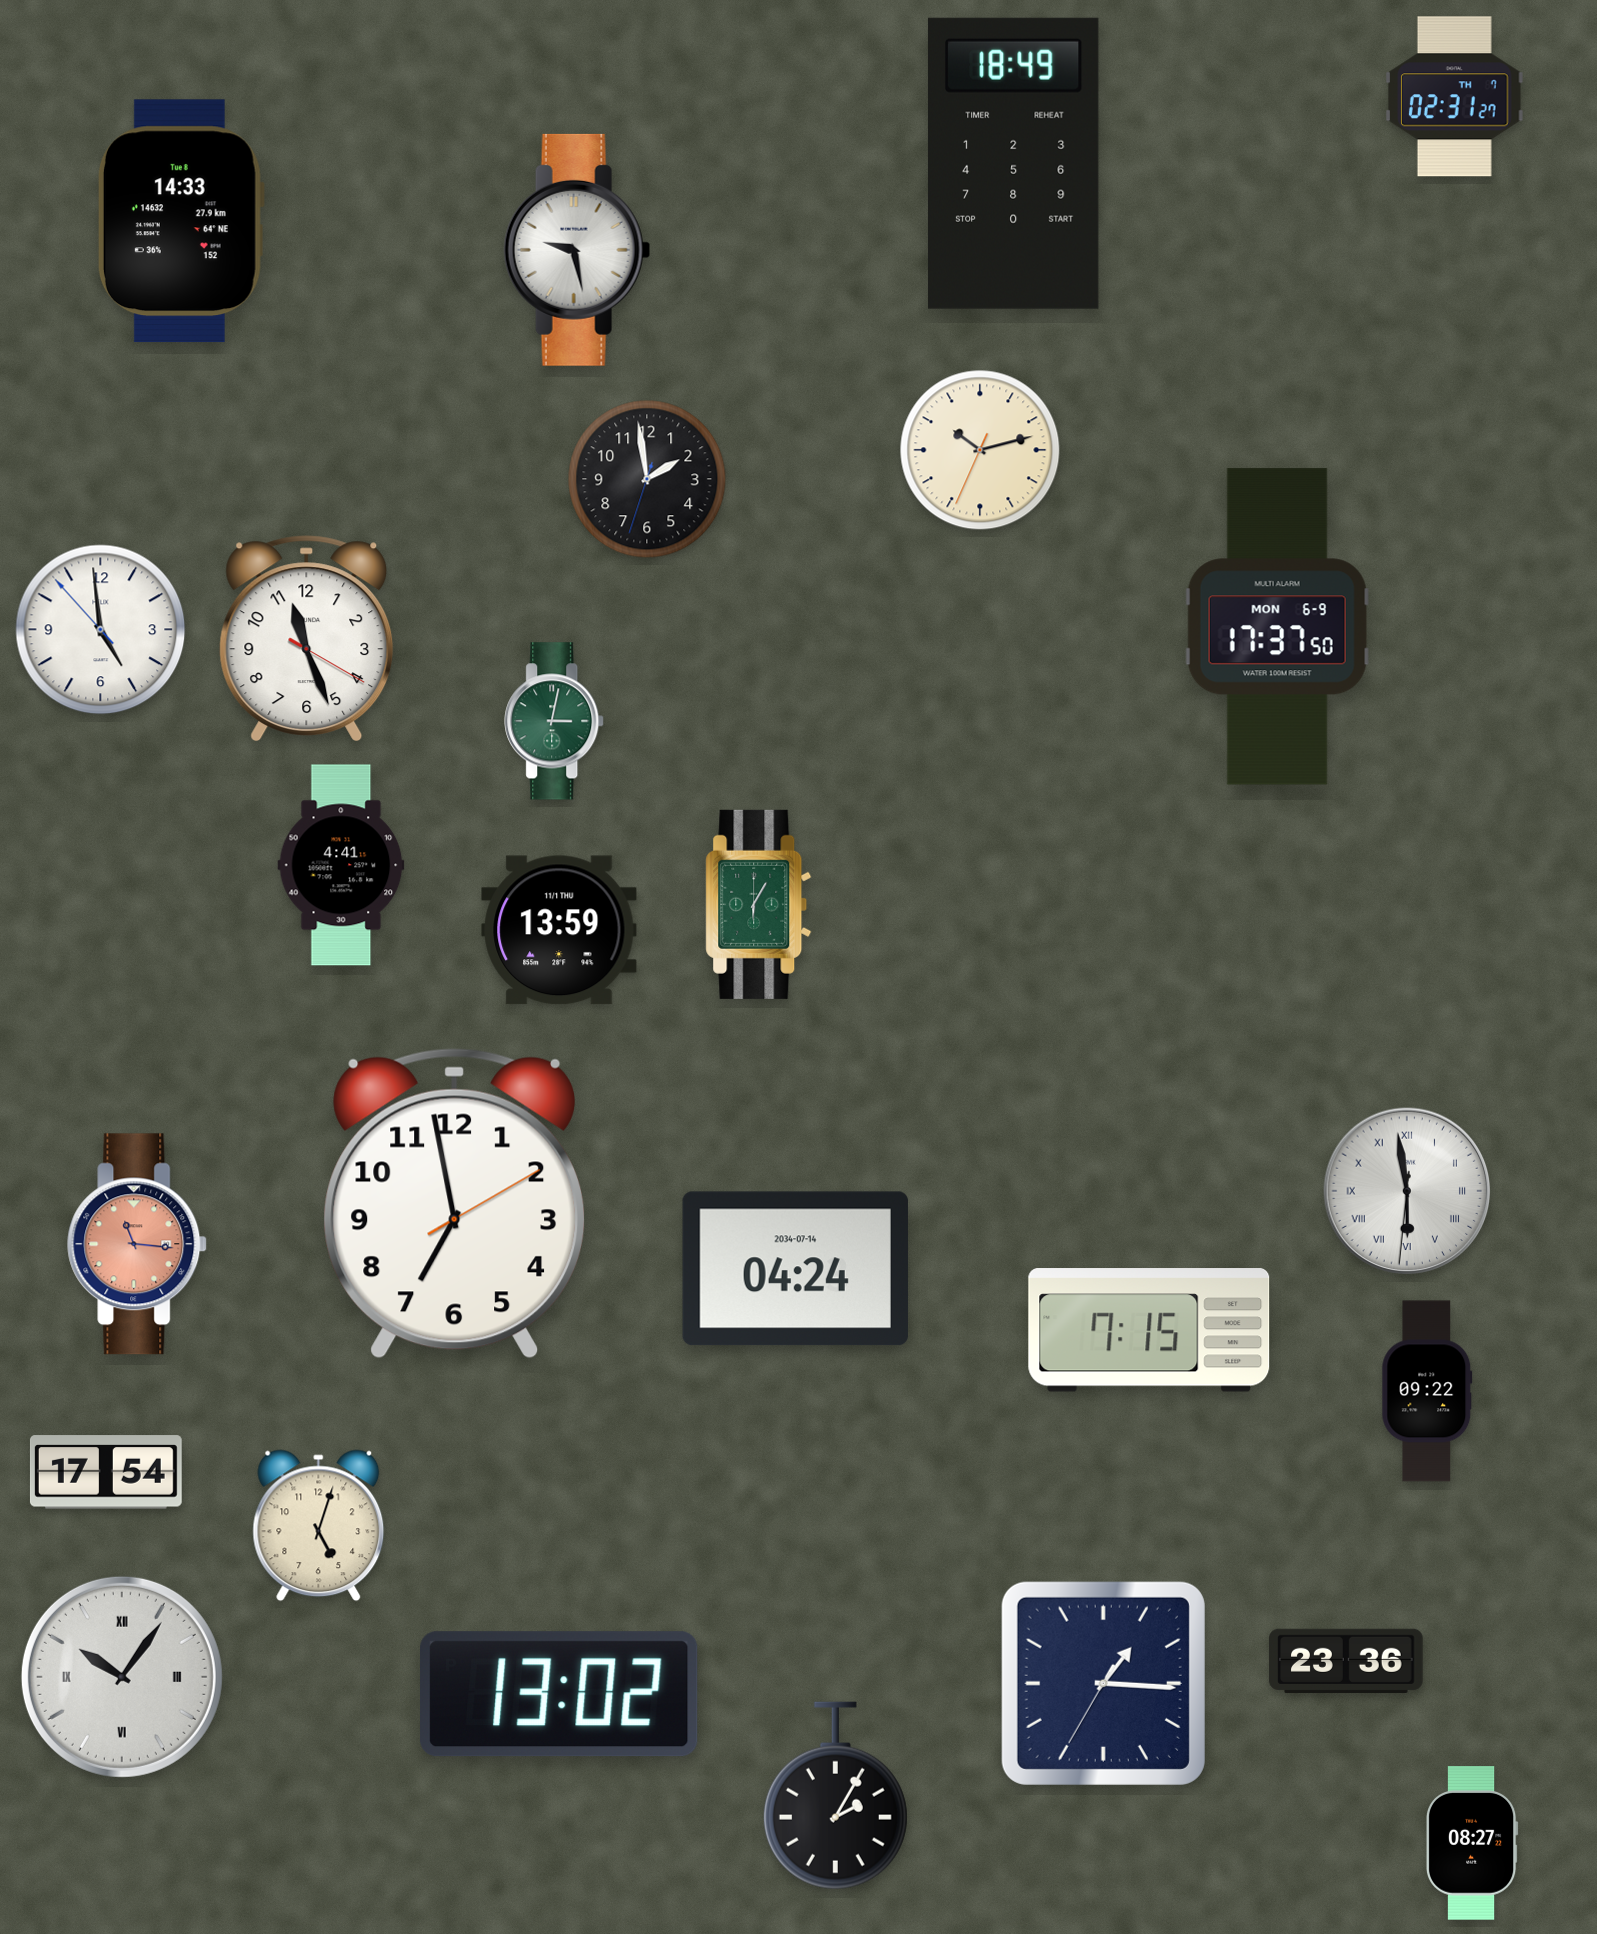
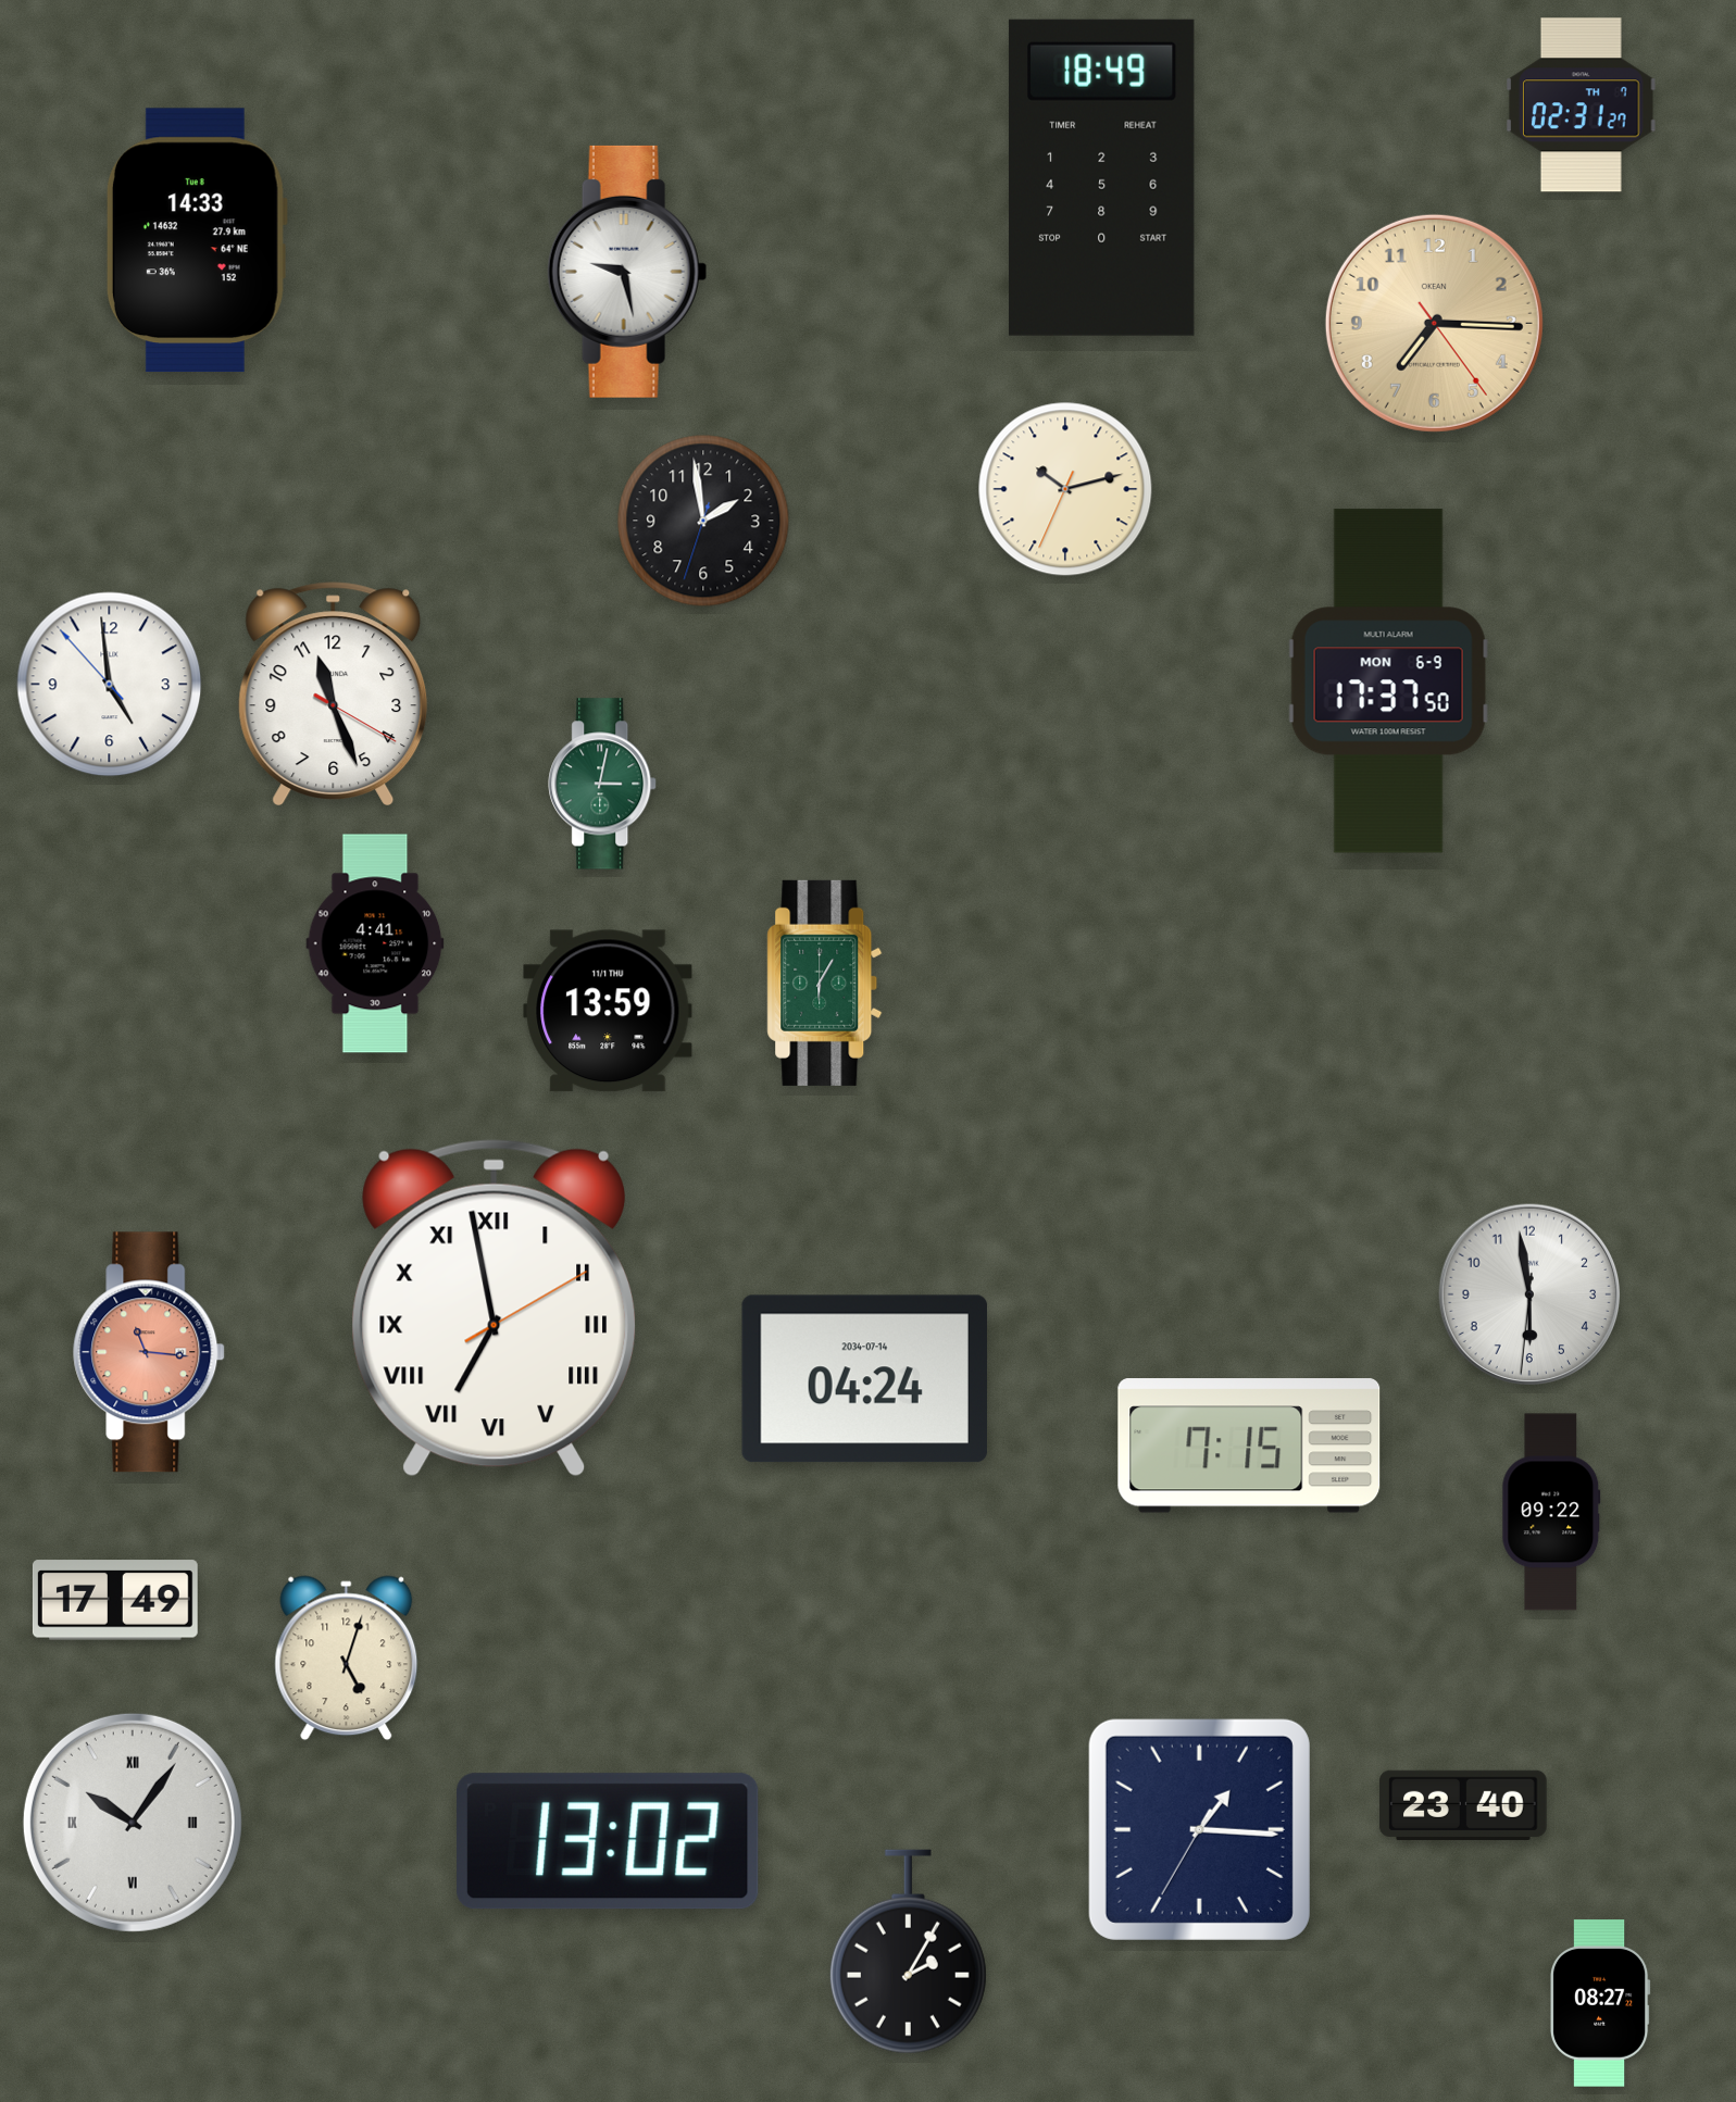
clock at (1434, 323): none -> 7:15
clock at (341, 865) position: (341, 865) -> (375, 943)
clock at (1407, 1191) numerals: Roman -> Arabic
clock at (454, 1204) numerals: Arabic -> Roman
clock at (106, 1472): 17:54 -> 17:49
clock at (1346, 1661): 23:36 -> 23:40
